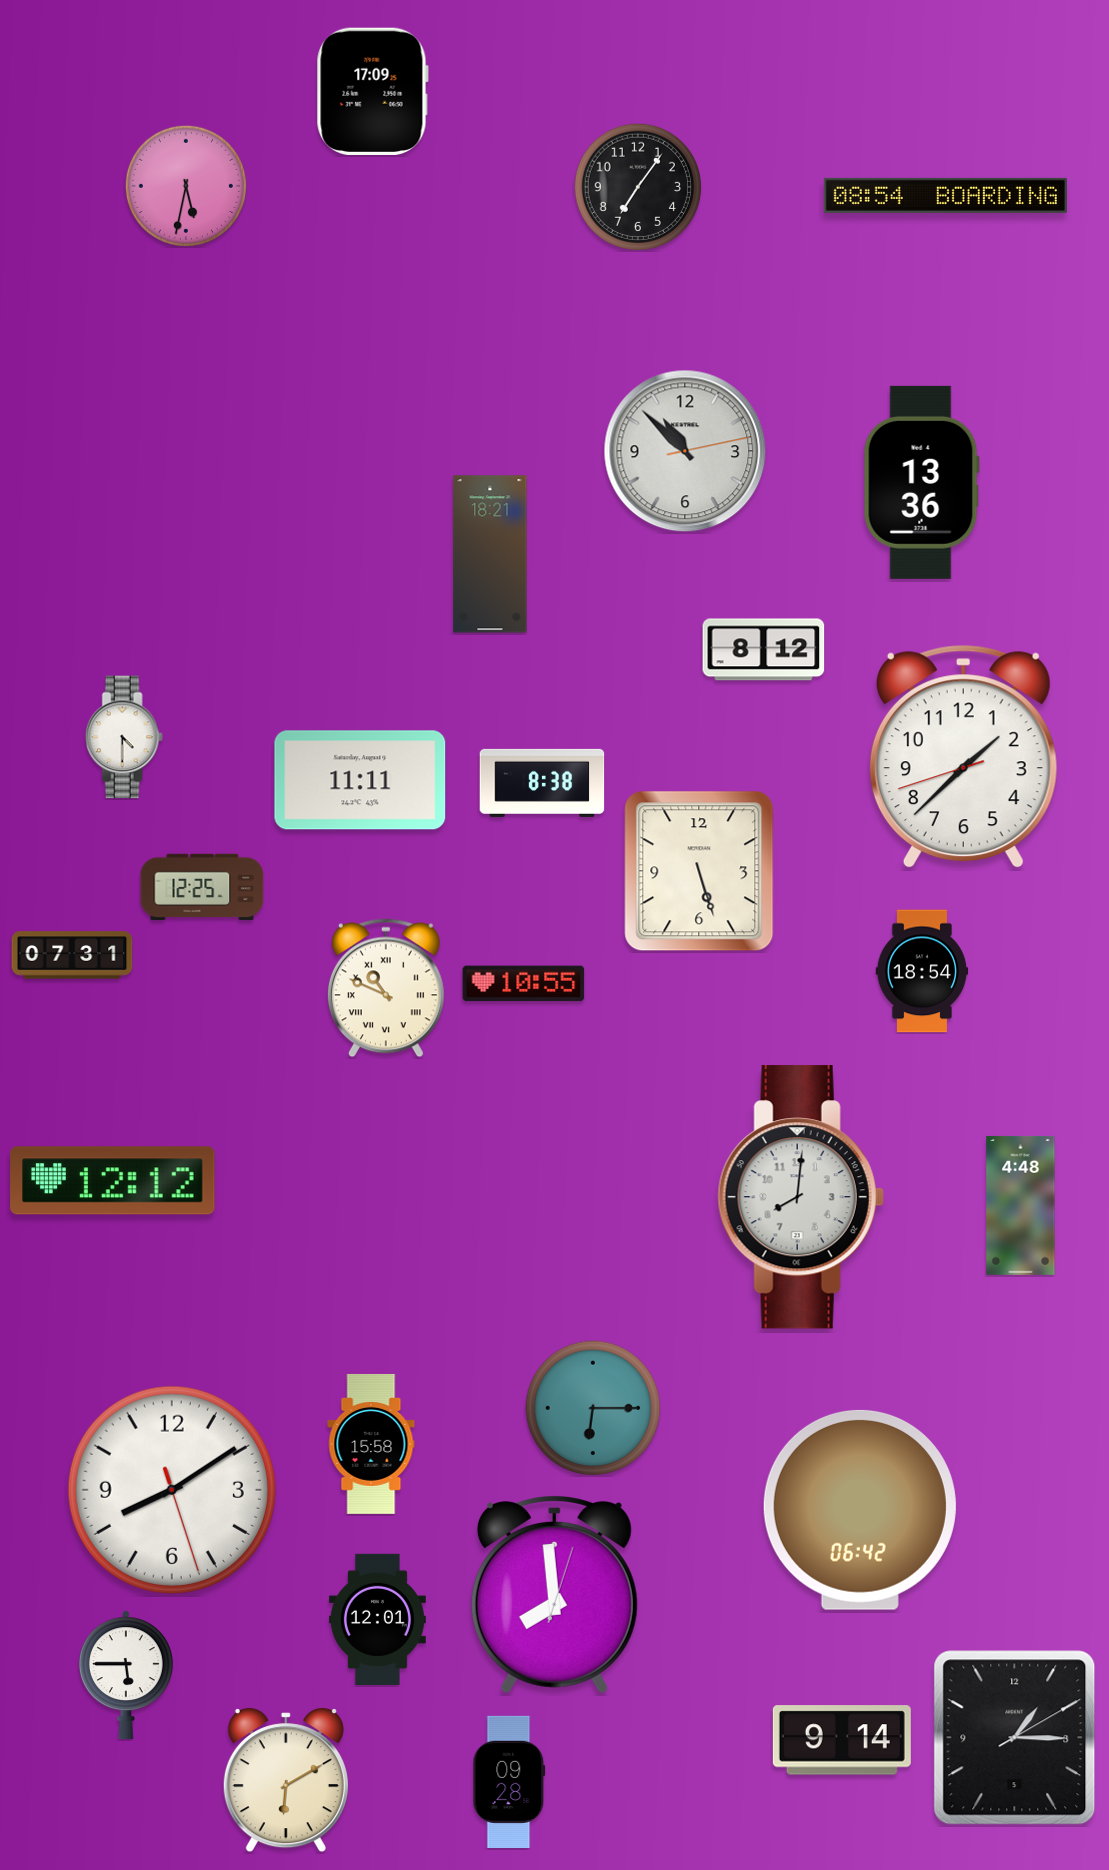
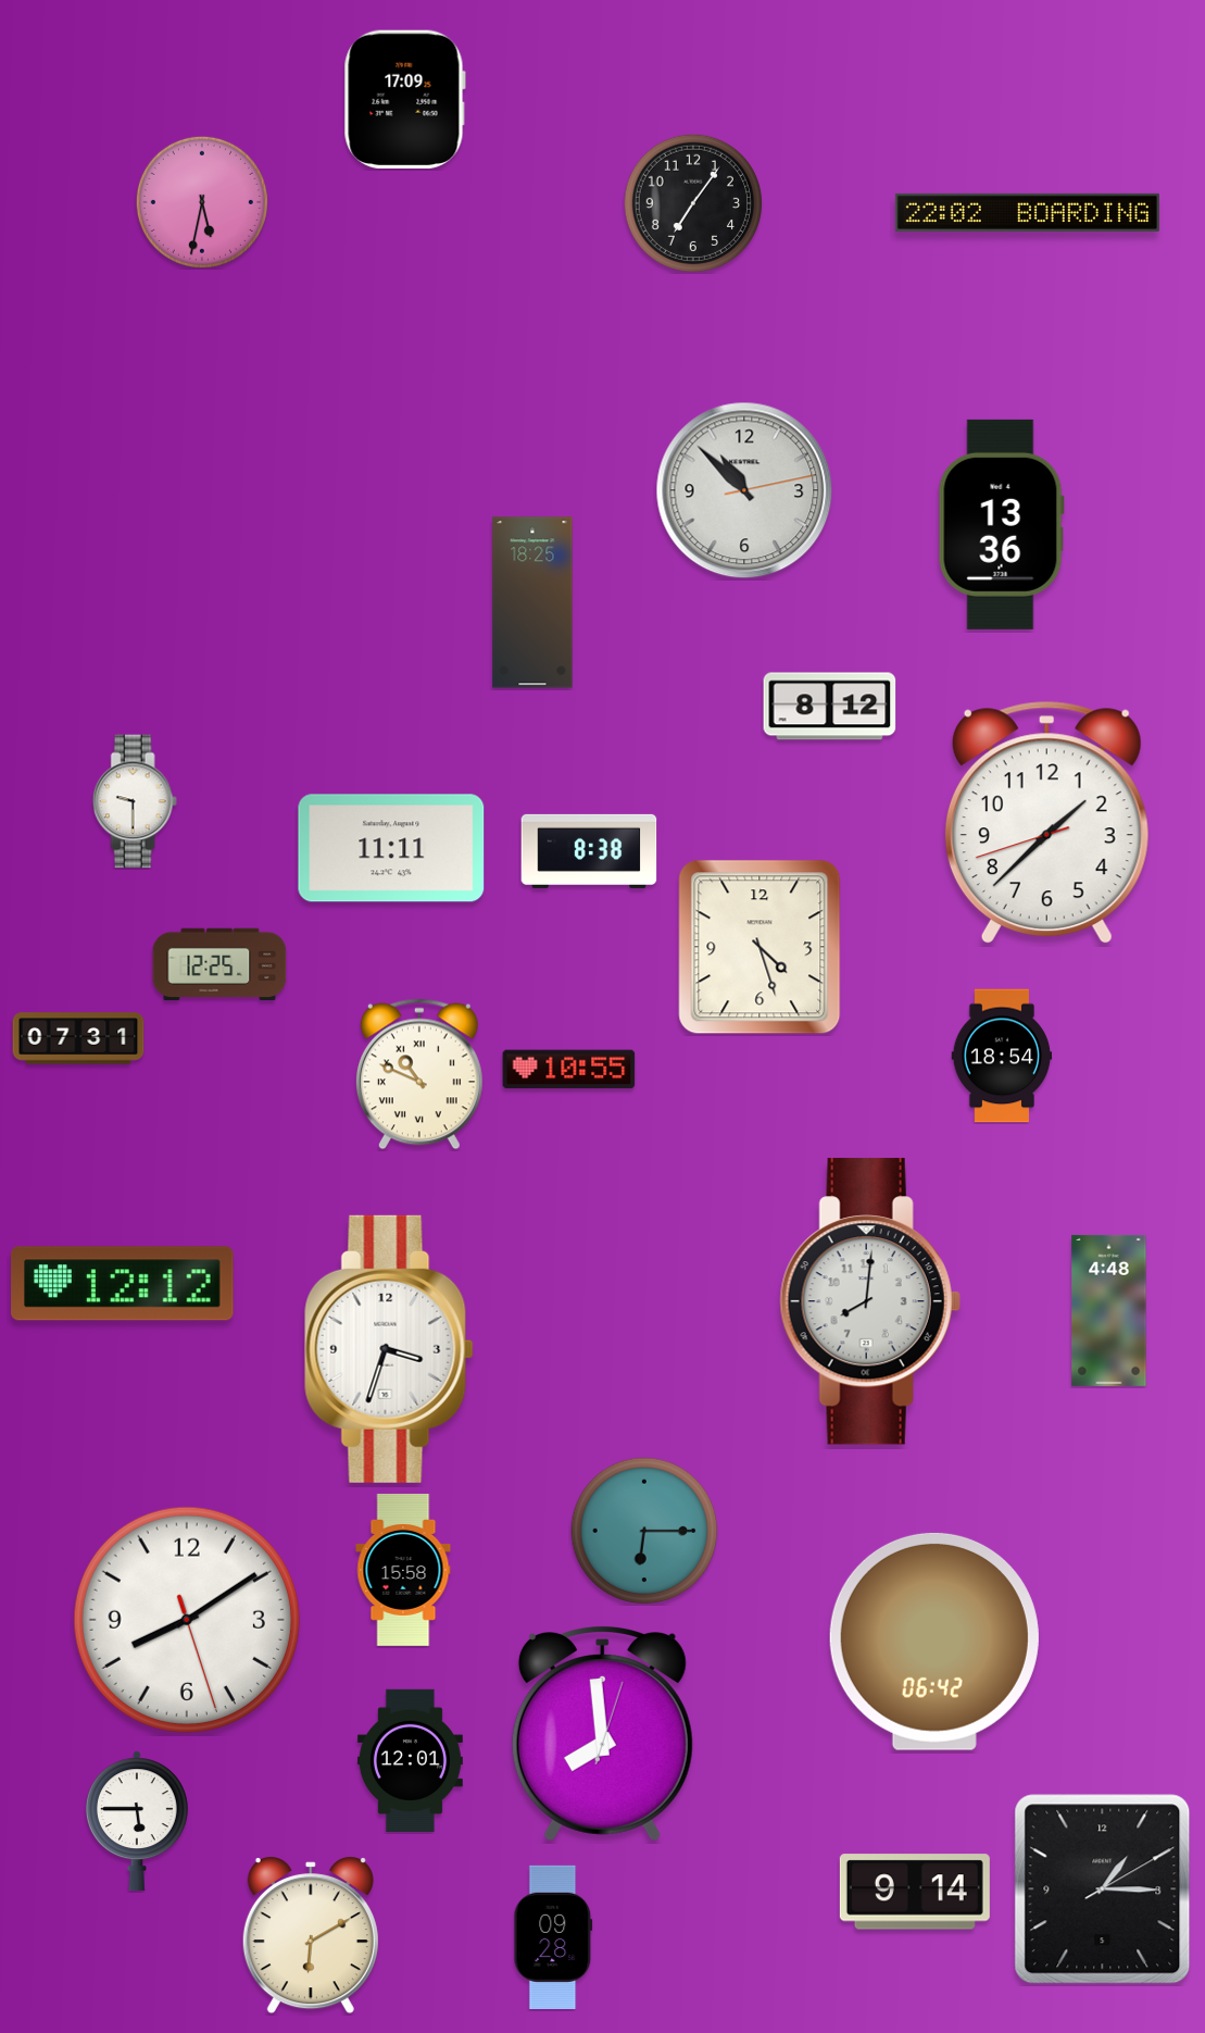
clock at (945, 195): 08:54 -> 22:02
clock at (490, 554): 18:21 -> 18:25
clock at (124, 737): 4:30 -> 9:30
clock at (699, 871): 5:27 -> 4:27
clock at (389, 1349): none -> 3:33
